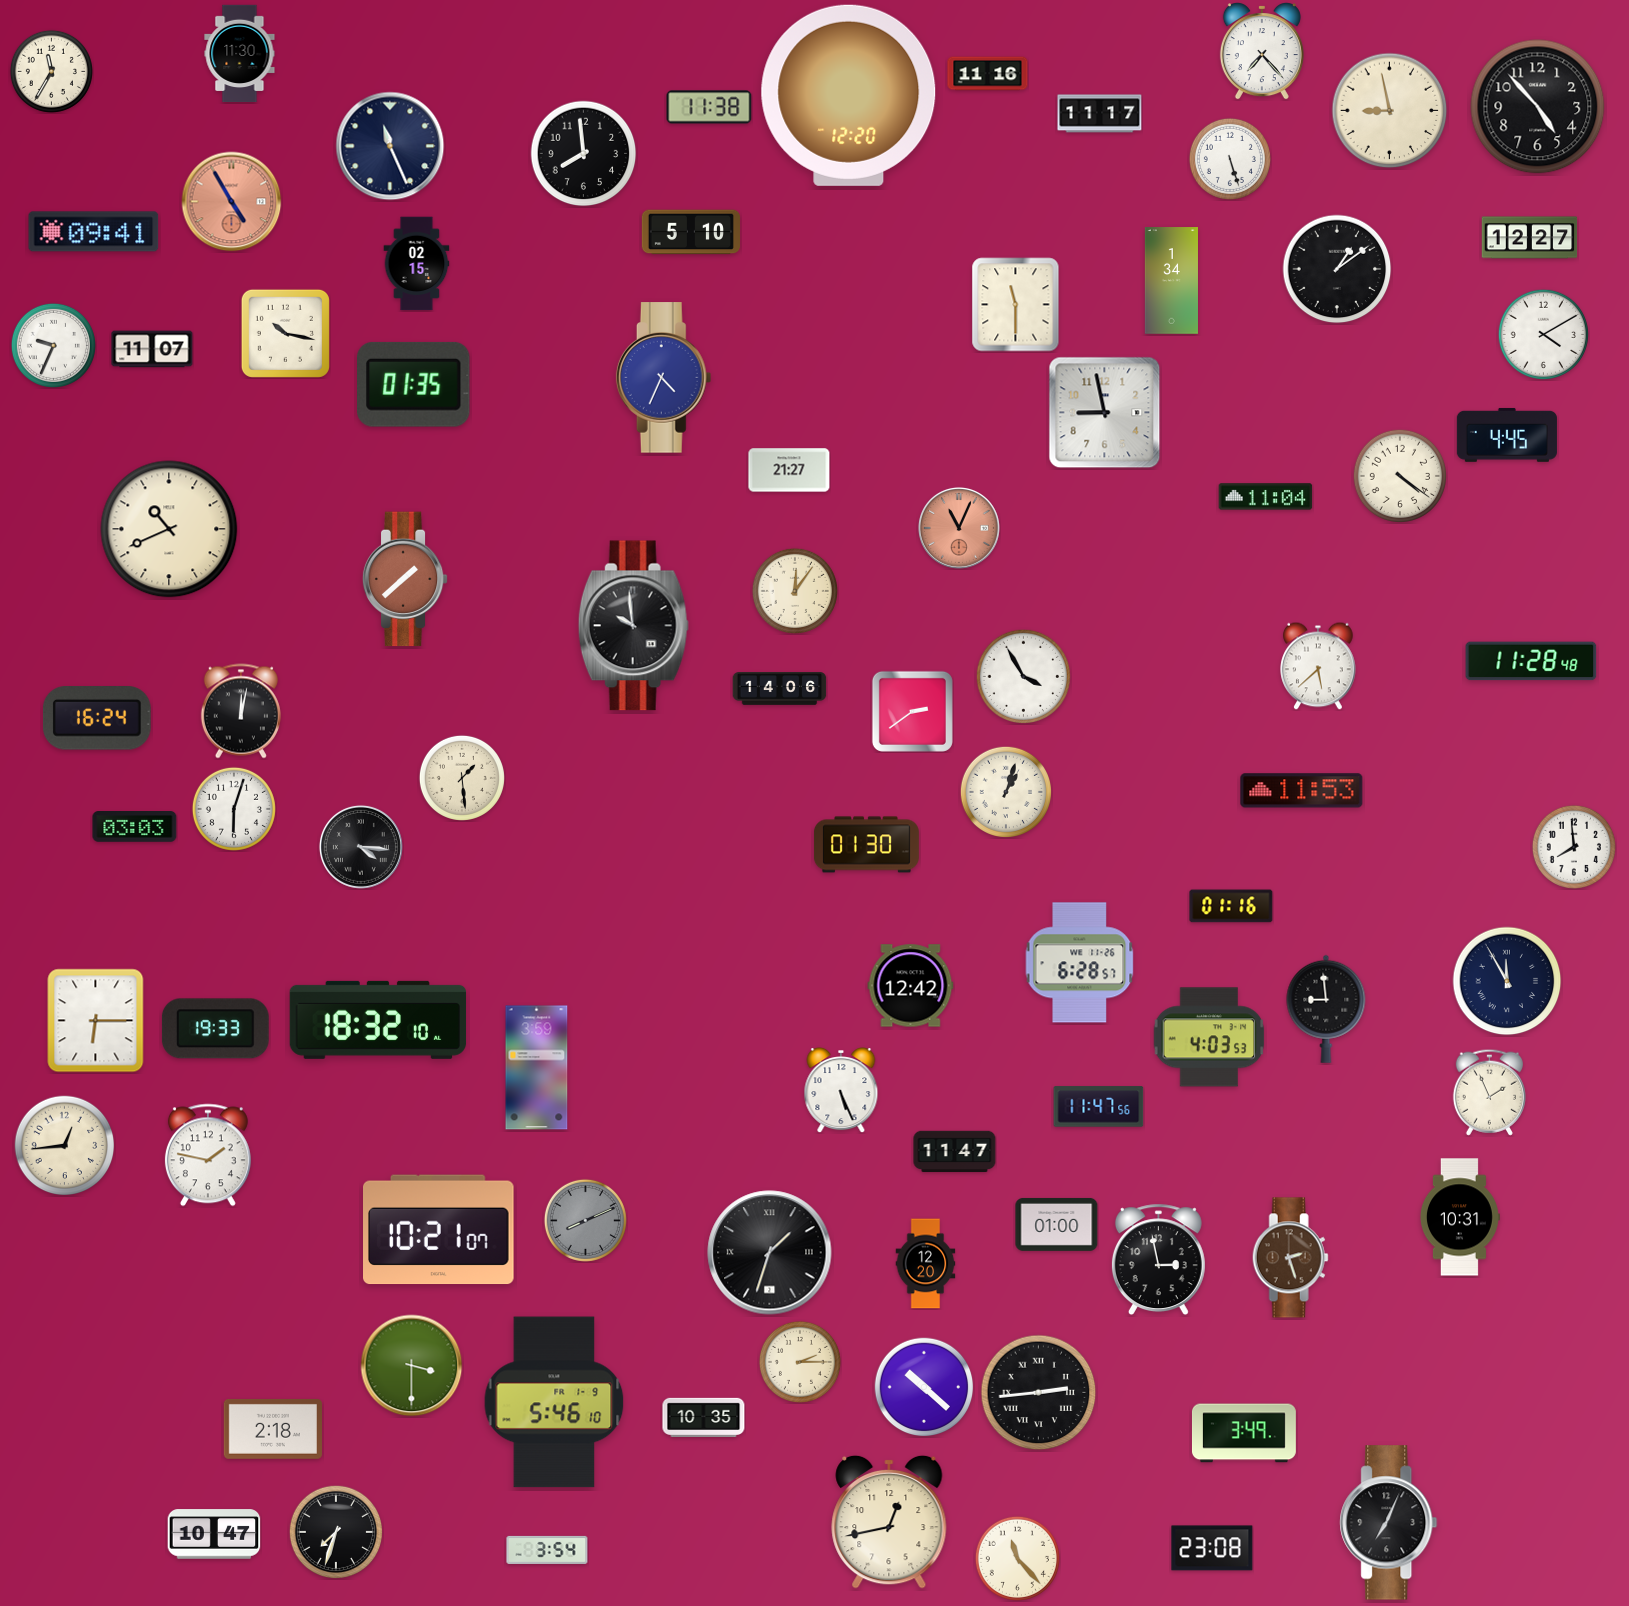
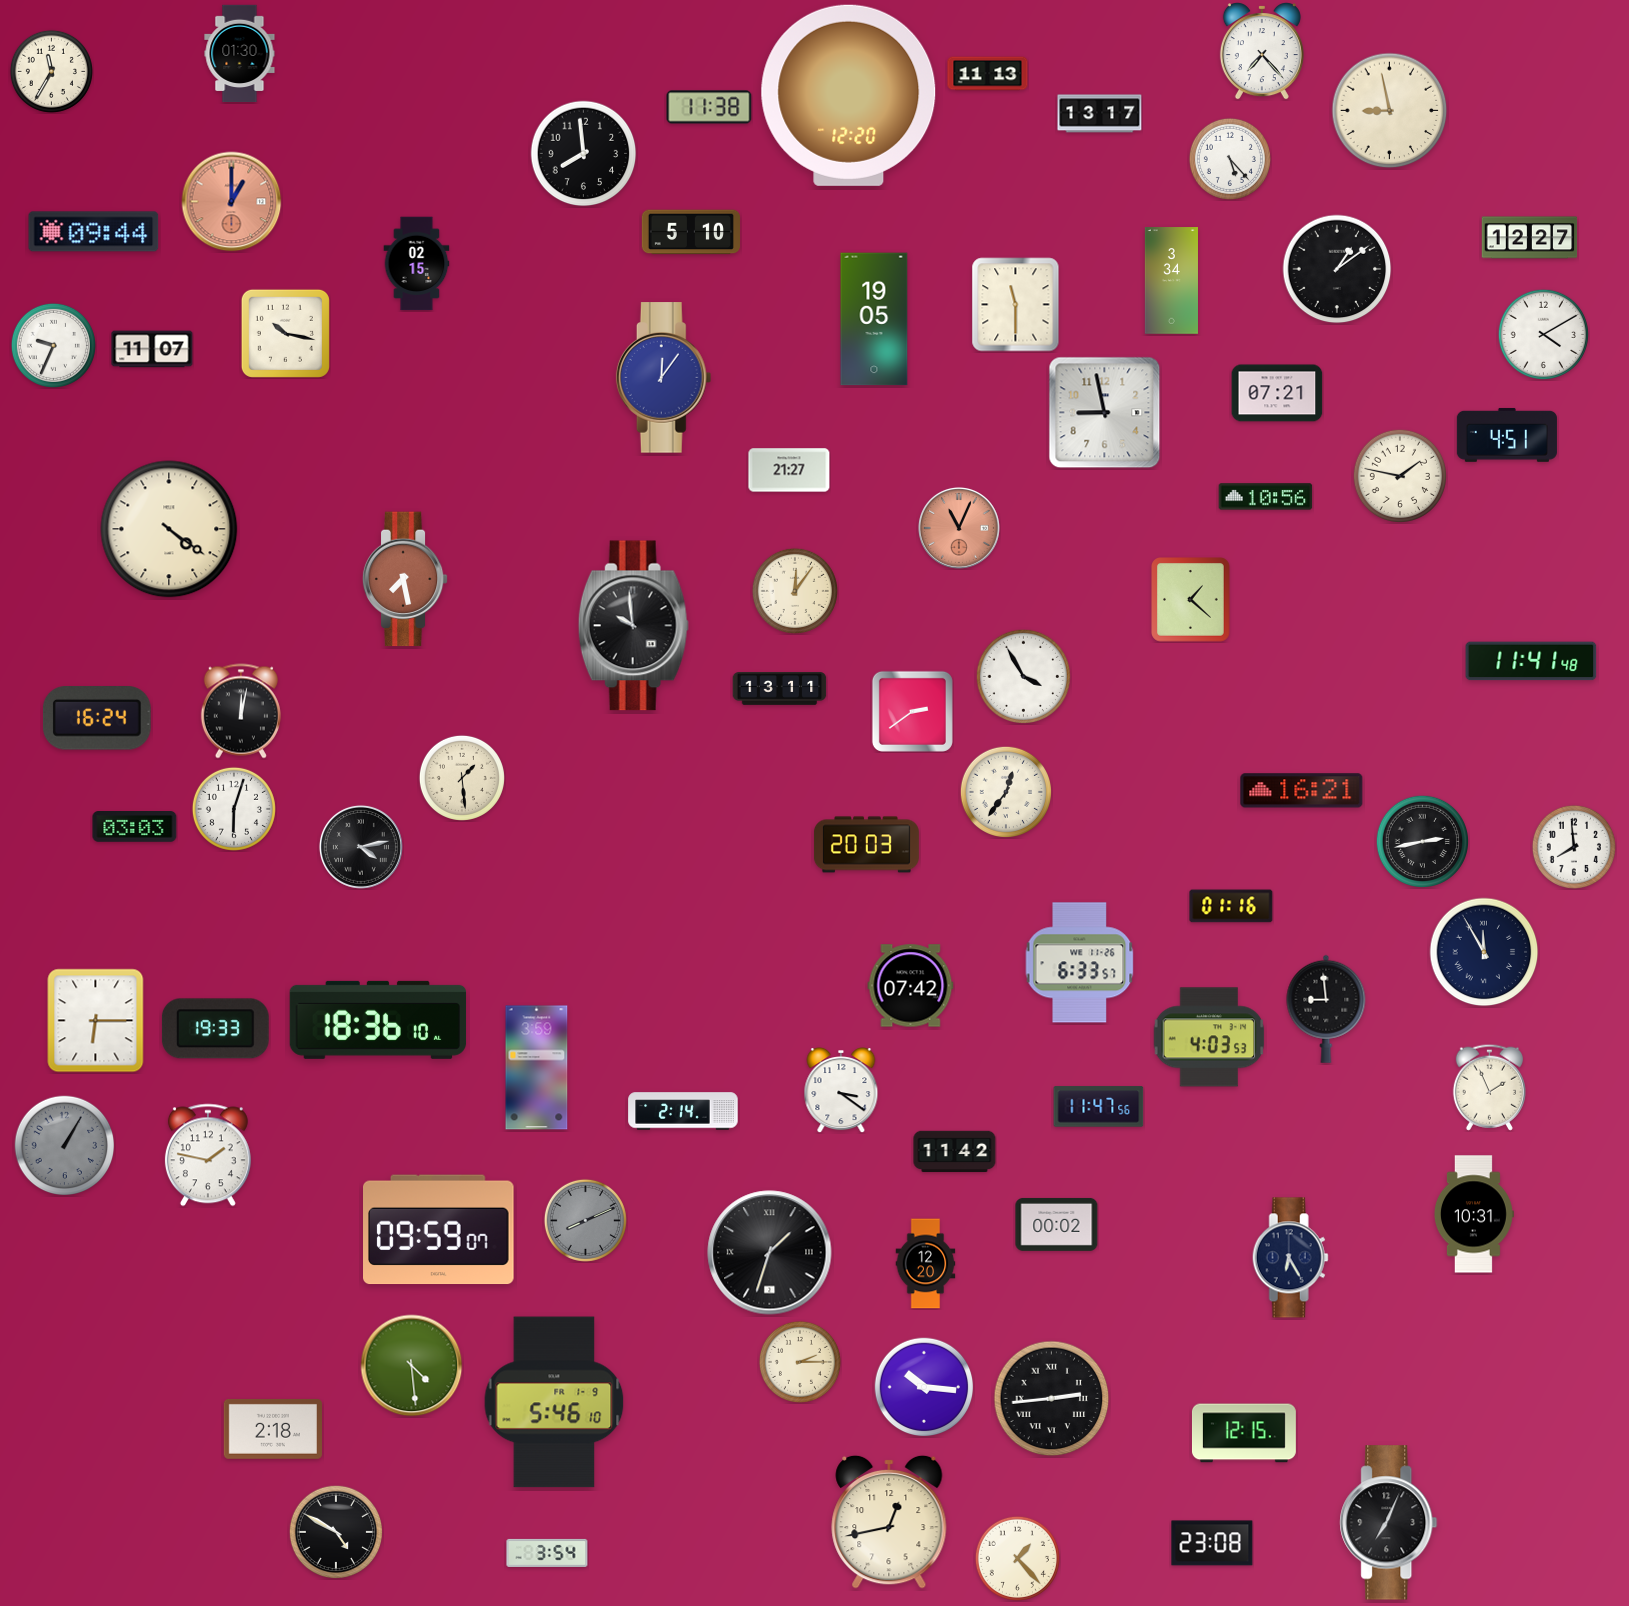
clock at (240, 54): 11:30 -> 01:30
clock at (988, 74): 11:16 -> 11:13
clock at (1538, 107): 4:53 -> none
clock at (1100, 114): 11:17 -> 13:17
clock at (390, 146): 11:26 -> none
clock at (1230, 159): 5:27 -> 5:23
clock at (232, 202): 4:55 -> 1:00
clock at (94, 232): 09:41 -> 09:44
clock at (1171, 281): 1:34 -> 3:34
clock at (874, 319): none -> 19:05
clock at (664, 378): 4:34 -> 12:06
clock at (414, 384): 01:35 -> none
clock at (1277, 393): none -> 07:21
clock at (1507, 435): 4:45 -> 4:51
clock at (1399, 475): 4:21 -> 1:47
clock at (1266, 497): 11:04 -> 10:56
clock at (169, 529): 10:41 -> 4:21
clock at (405, 579): 1:38 -> 7:28
clock at (1191, 600): none -> 1:22
clock at (1531, 661): 11:28 -> 11:41
clock at (1318, 666): 5:38 -> none
clock at (780, 689): 14:06 -> 13:11
clock at (1005, 791): 1:03 -> 12:36
clock at (1302, 791): 11:53 -> 16:21
clock at (1422, 841): none -> 2:43
clock at (866, 845): 01:30 -> 20:03
clock at (361, 847): 4:16 -> 4:13
clock at (1080, 963): 6:28 -> 6:33
clock at (1507, 981) position: (1507, 981) -> (1484, 952)
clock at (911, 986): 12:42 -> 07:42
clock at (378, 1020): 18:32 -> 18:36
clock at (841, 1091): 5:26 -> 3:21
clock at (1489, 1092) position: (1489, 1092) -> (1489, 1087)
clock at (683, 1111): none -> 2:14
clock at (65, 1146): 12:44 -> 1:05
clock at (65, 1146) dial: cream -> grey
clock at (955, 1152): 11:47 -> 11:42
clock at (1459, 1217) position: (1459, 1217) -> (1473, 1214)
clock at (1057, 1224): 01:00 -> 00:02
clock at (439, 1230): 10:21 -> 09:59
clock at (1290, 1258): 2:27 -> 6:25
clock at (1290, 1258) dial: brown -> navy
clock at (1158, 1260): 2:58 -> none
clock at (412, 1366): 3:30 -> 4:29
clock at (924, 1387): 10:22 -> 10:16
clock at (1039, 1393) position: (1039, 1393) -> (1052, 1399)
clock at (704, 1417): 10:35 -> none
clock at (1244, 1433): 3:49 -> 12:15
clock at (335, 1531): 7:33 -> 4:50
clock at (214, 1534): 10:47 -> none
clock at (1212, 1548) position: (1212, 1548) -> (1212, 1543)
clock at (547, 1550) position: (547, 1550) -> (547, 1553)
clock at (1017, 1558): 11:23 -> 1:23
